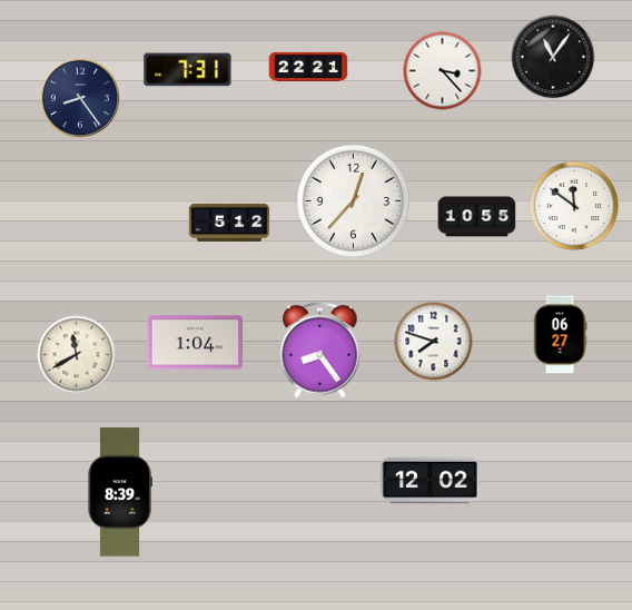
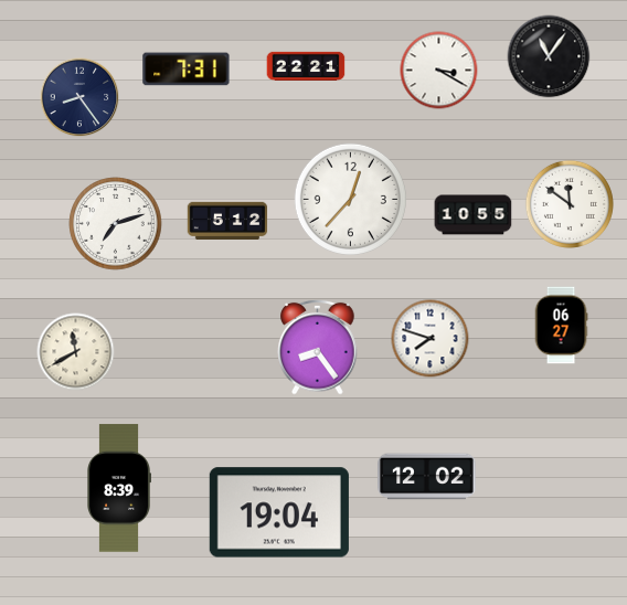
clock at (443, 71): 3:23 -> 3:20
clock at (116, 224): none -> 7:12
clock at (560, 335) position: (560, 335) -> (561, 326)
clock at (196, 343): 1:04 -> none
clock at (279, 512): none -> 19:04
